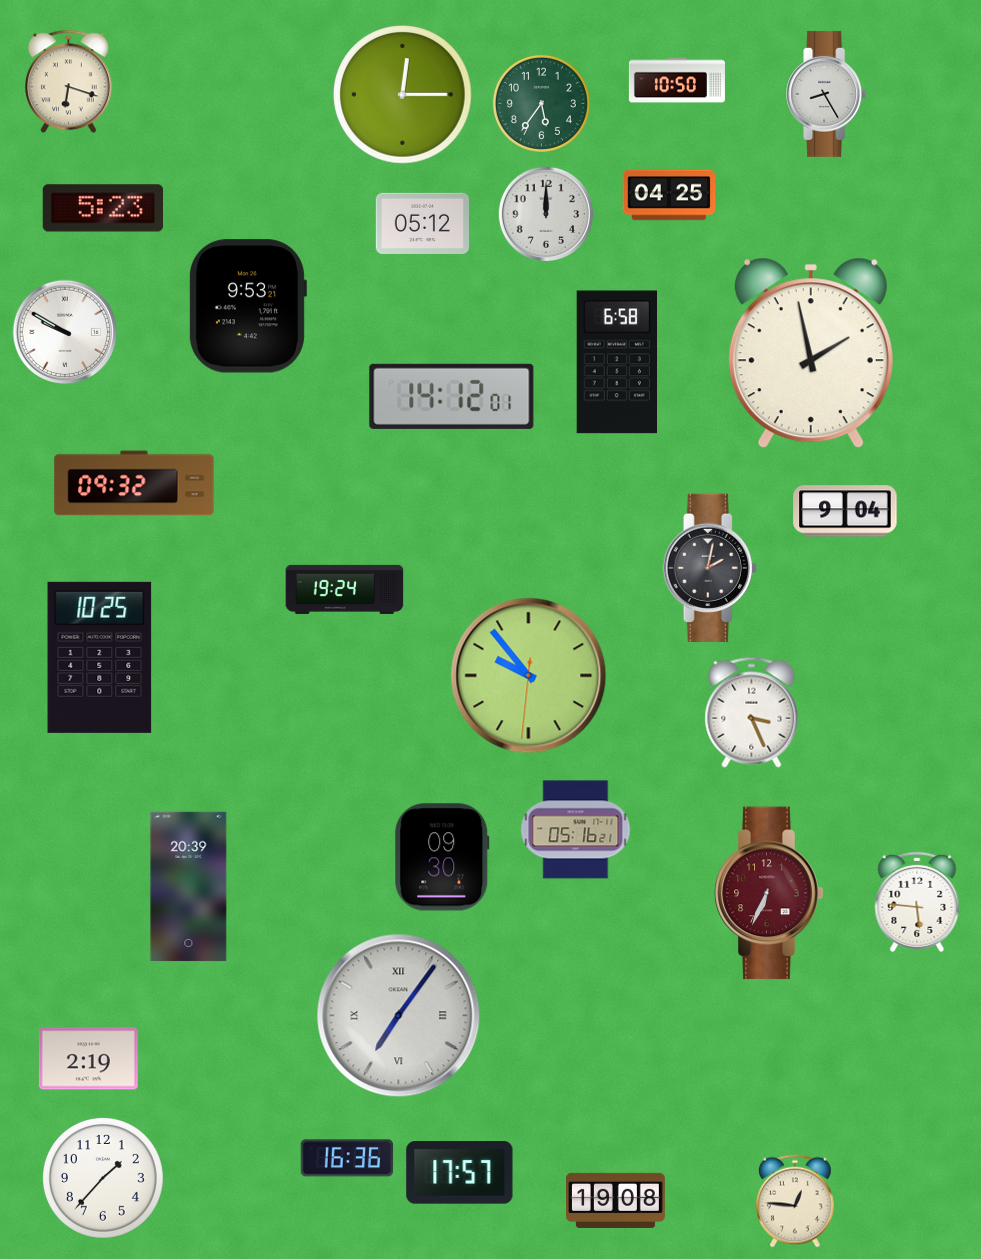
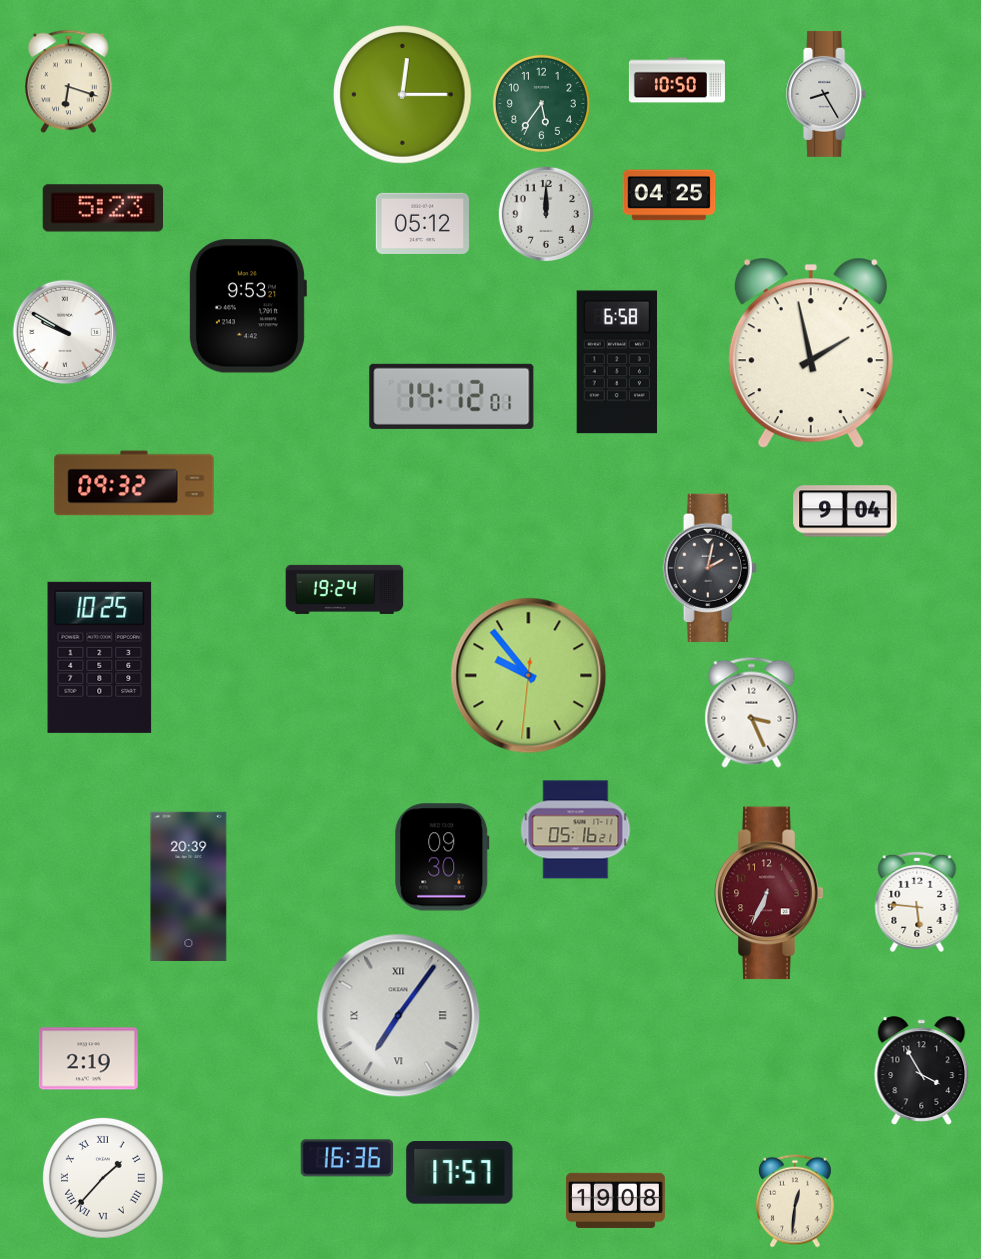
clock at (922, 1071): none -> 3:55
clock at (103, 1179) numerals: Arabic -> Roman
clock at (795, 1201): 12:46 -> 12:31
